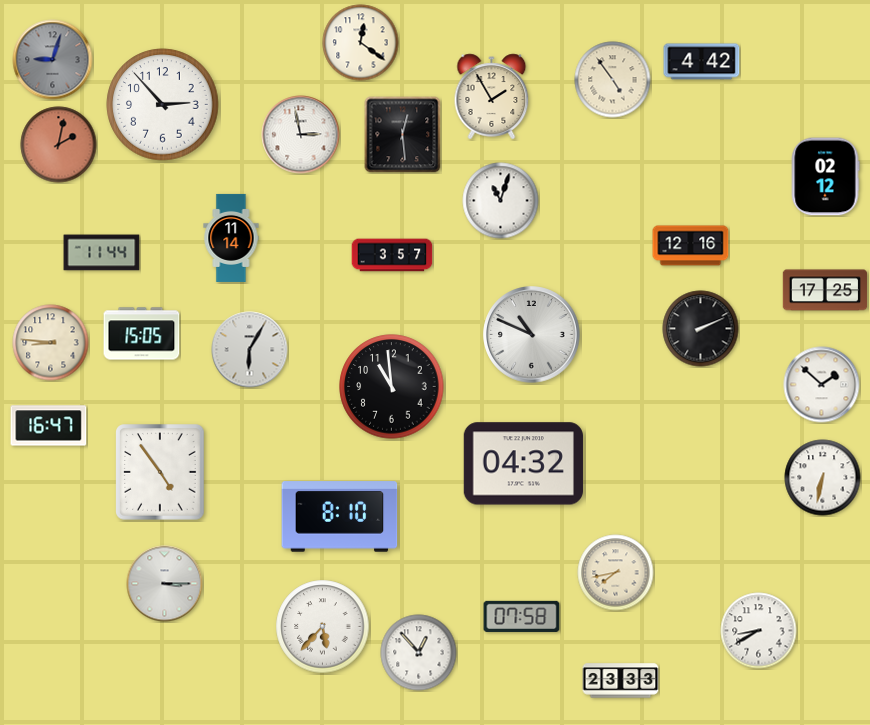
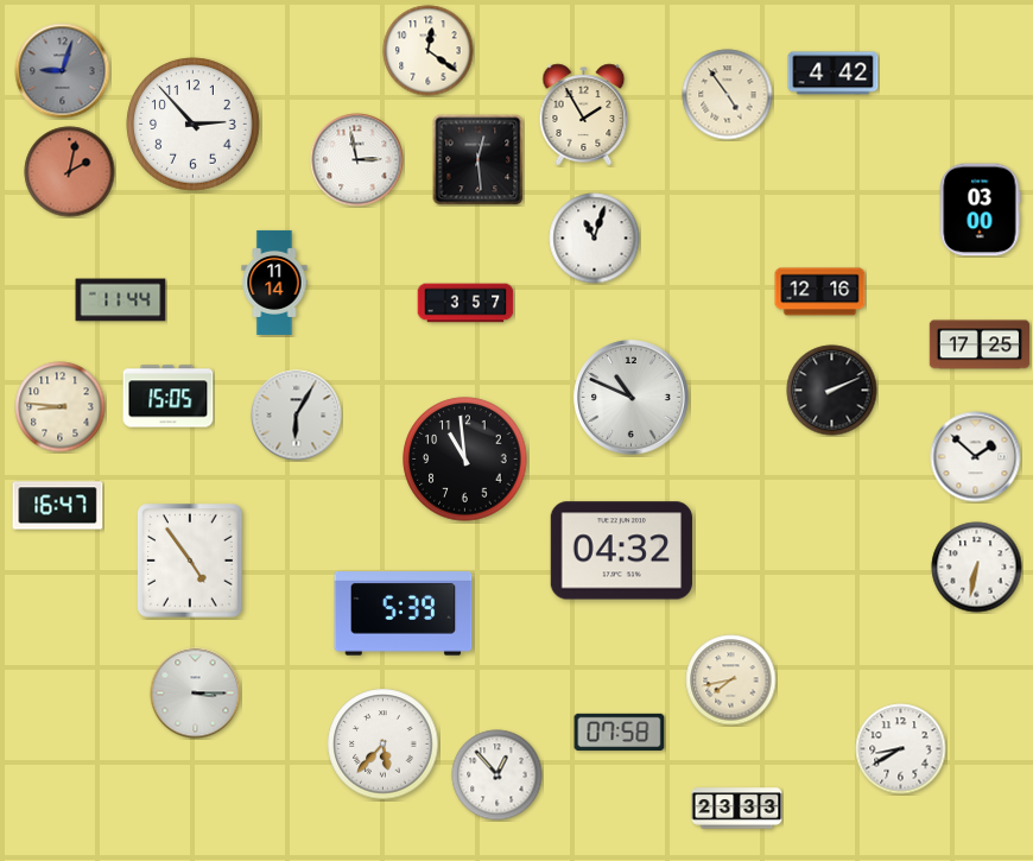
clock at (825, 177): 02:12 -> 03:00
clock at (340, 517): 8:10 -> 5:39
